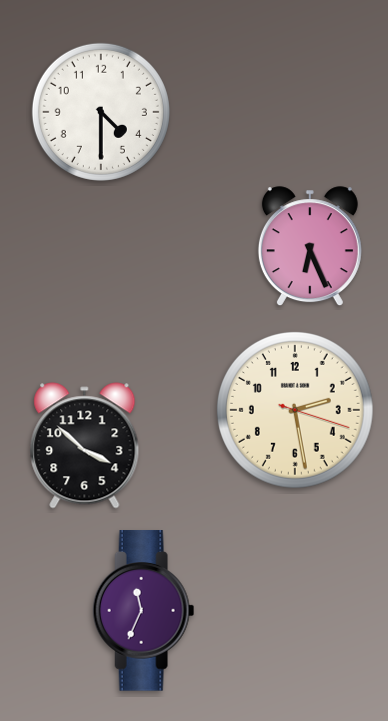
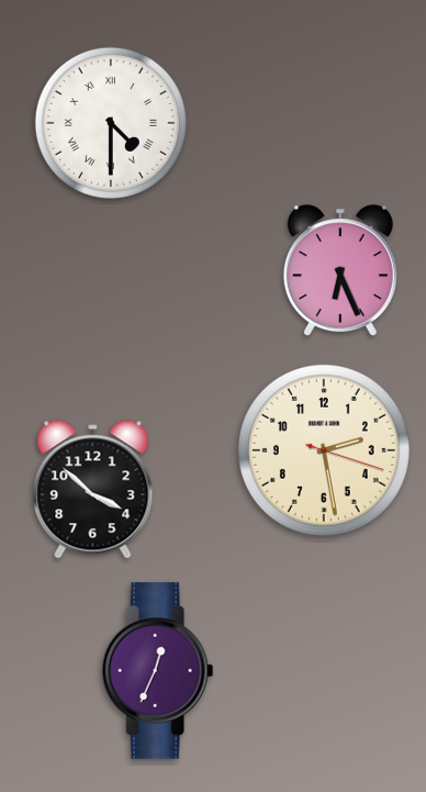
clock at (101, 112) numerals: Arabic -> Roman
clock at (144, 611): 11:34 -> 12:34
